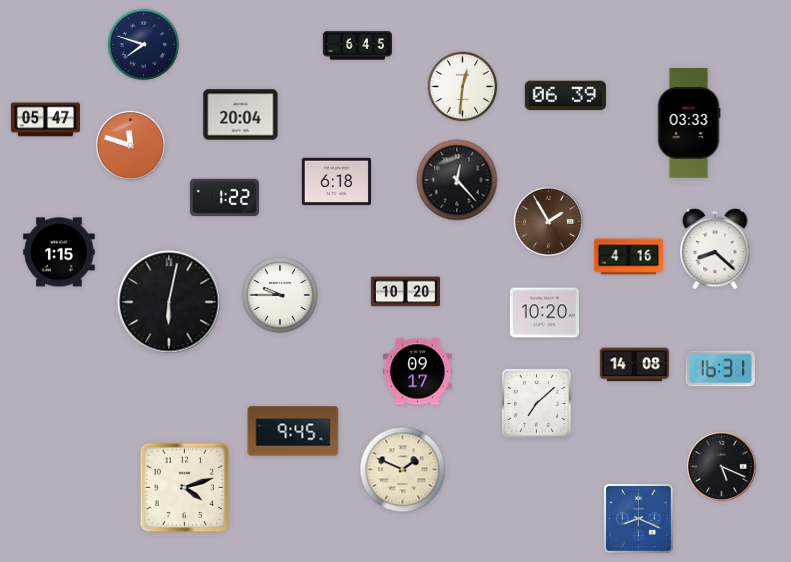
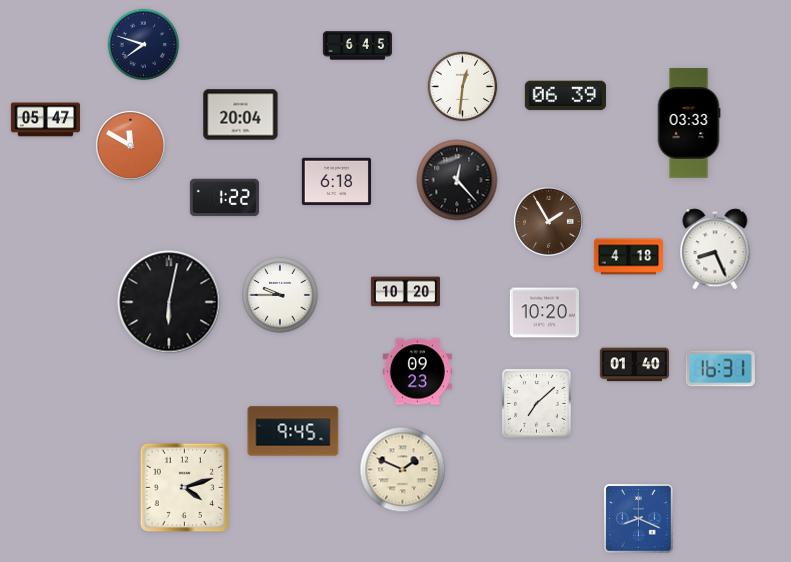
clock at (130, 145): 11:48 -> 11:50
clock at (715, 249): 8:22 -> 8:26
clock at (59, 252): 1:15 -> none
clock at (628, 257): 4:16 -> 4:18
clock at (634, 365): 14:08 -> 01:40
clock at (417, 372): 09:17 -> 09:23
clock at (721, 466): 5:19 -> none
